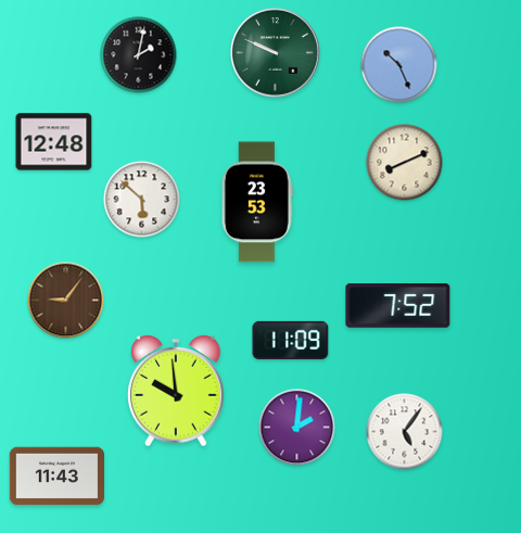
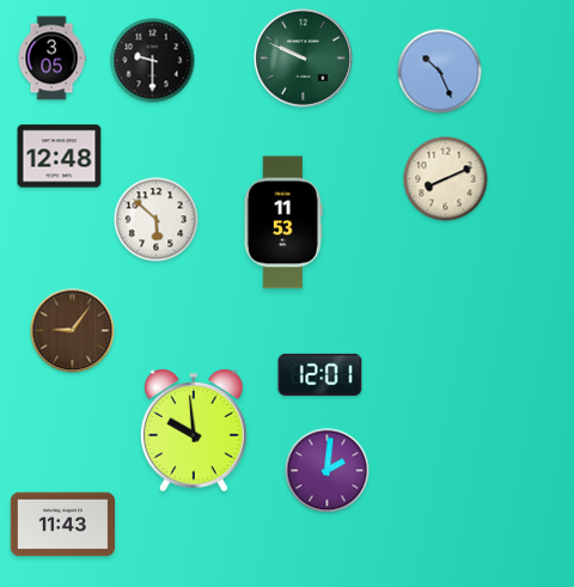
clock at (51, 59): none -> 3:05
clock at (139, 55): 2:02 -> 9:30
clock at (257, 202): 23:53 -> 11:53
clock at (398, 306): 7:52 -> none
clock at (291, 340): 11:09 -> 12:01
clock at (405, 432): 5:06 -> none
